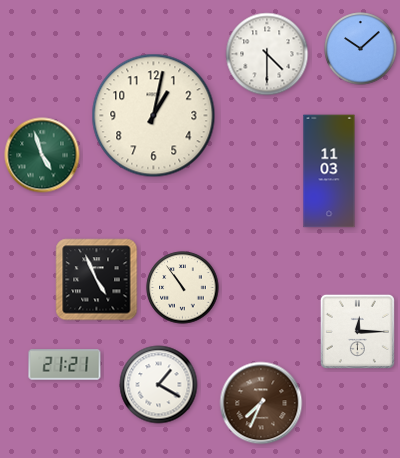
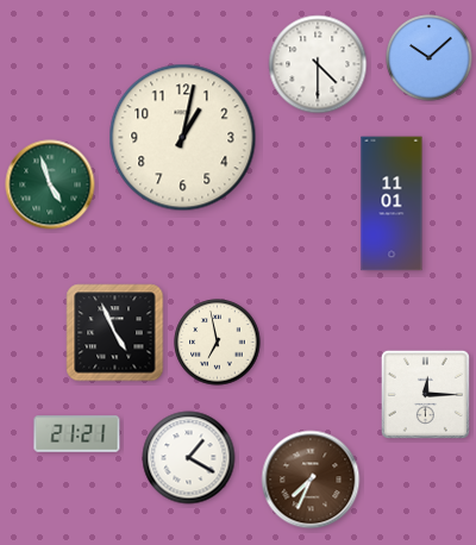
clock at (329, 171): 11:03 -> 11:01
clock at (183, 288): 10:54 -> 6:58
